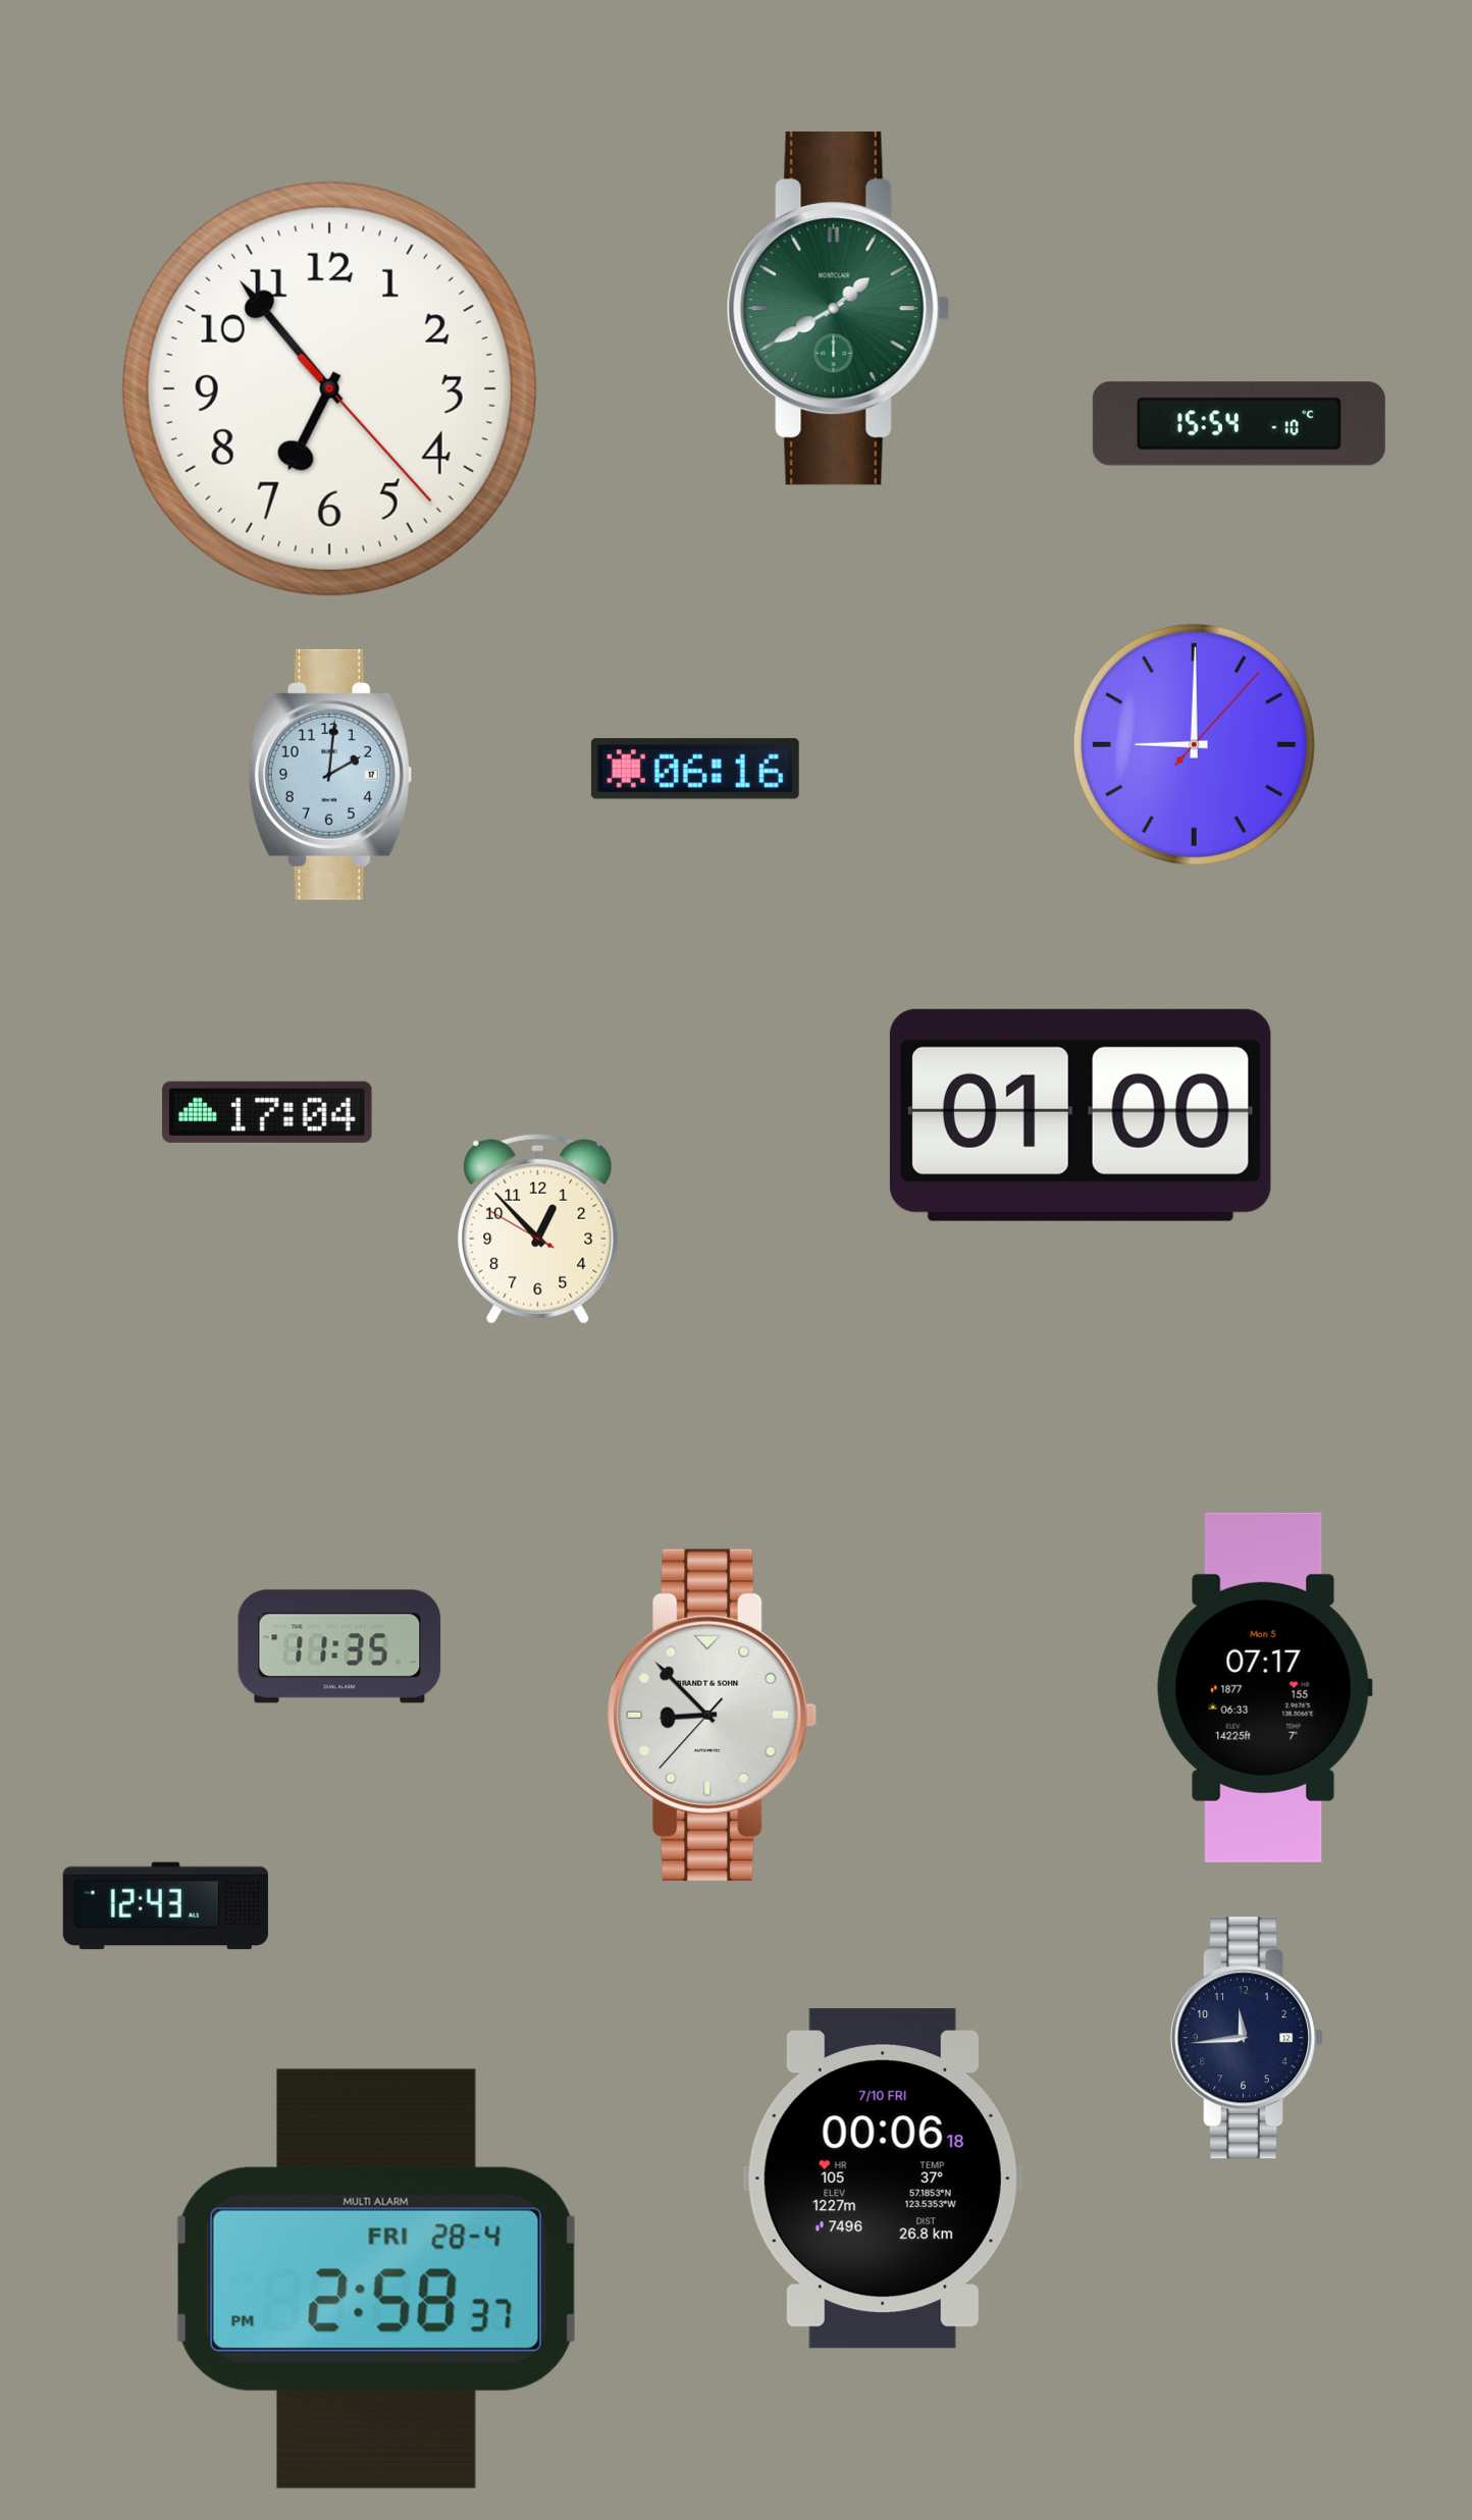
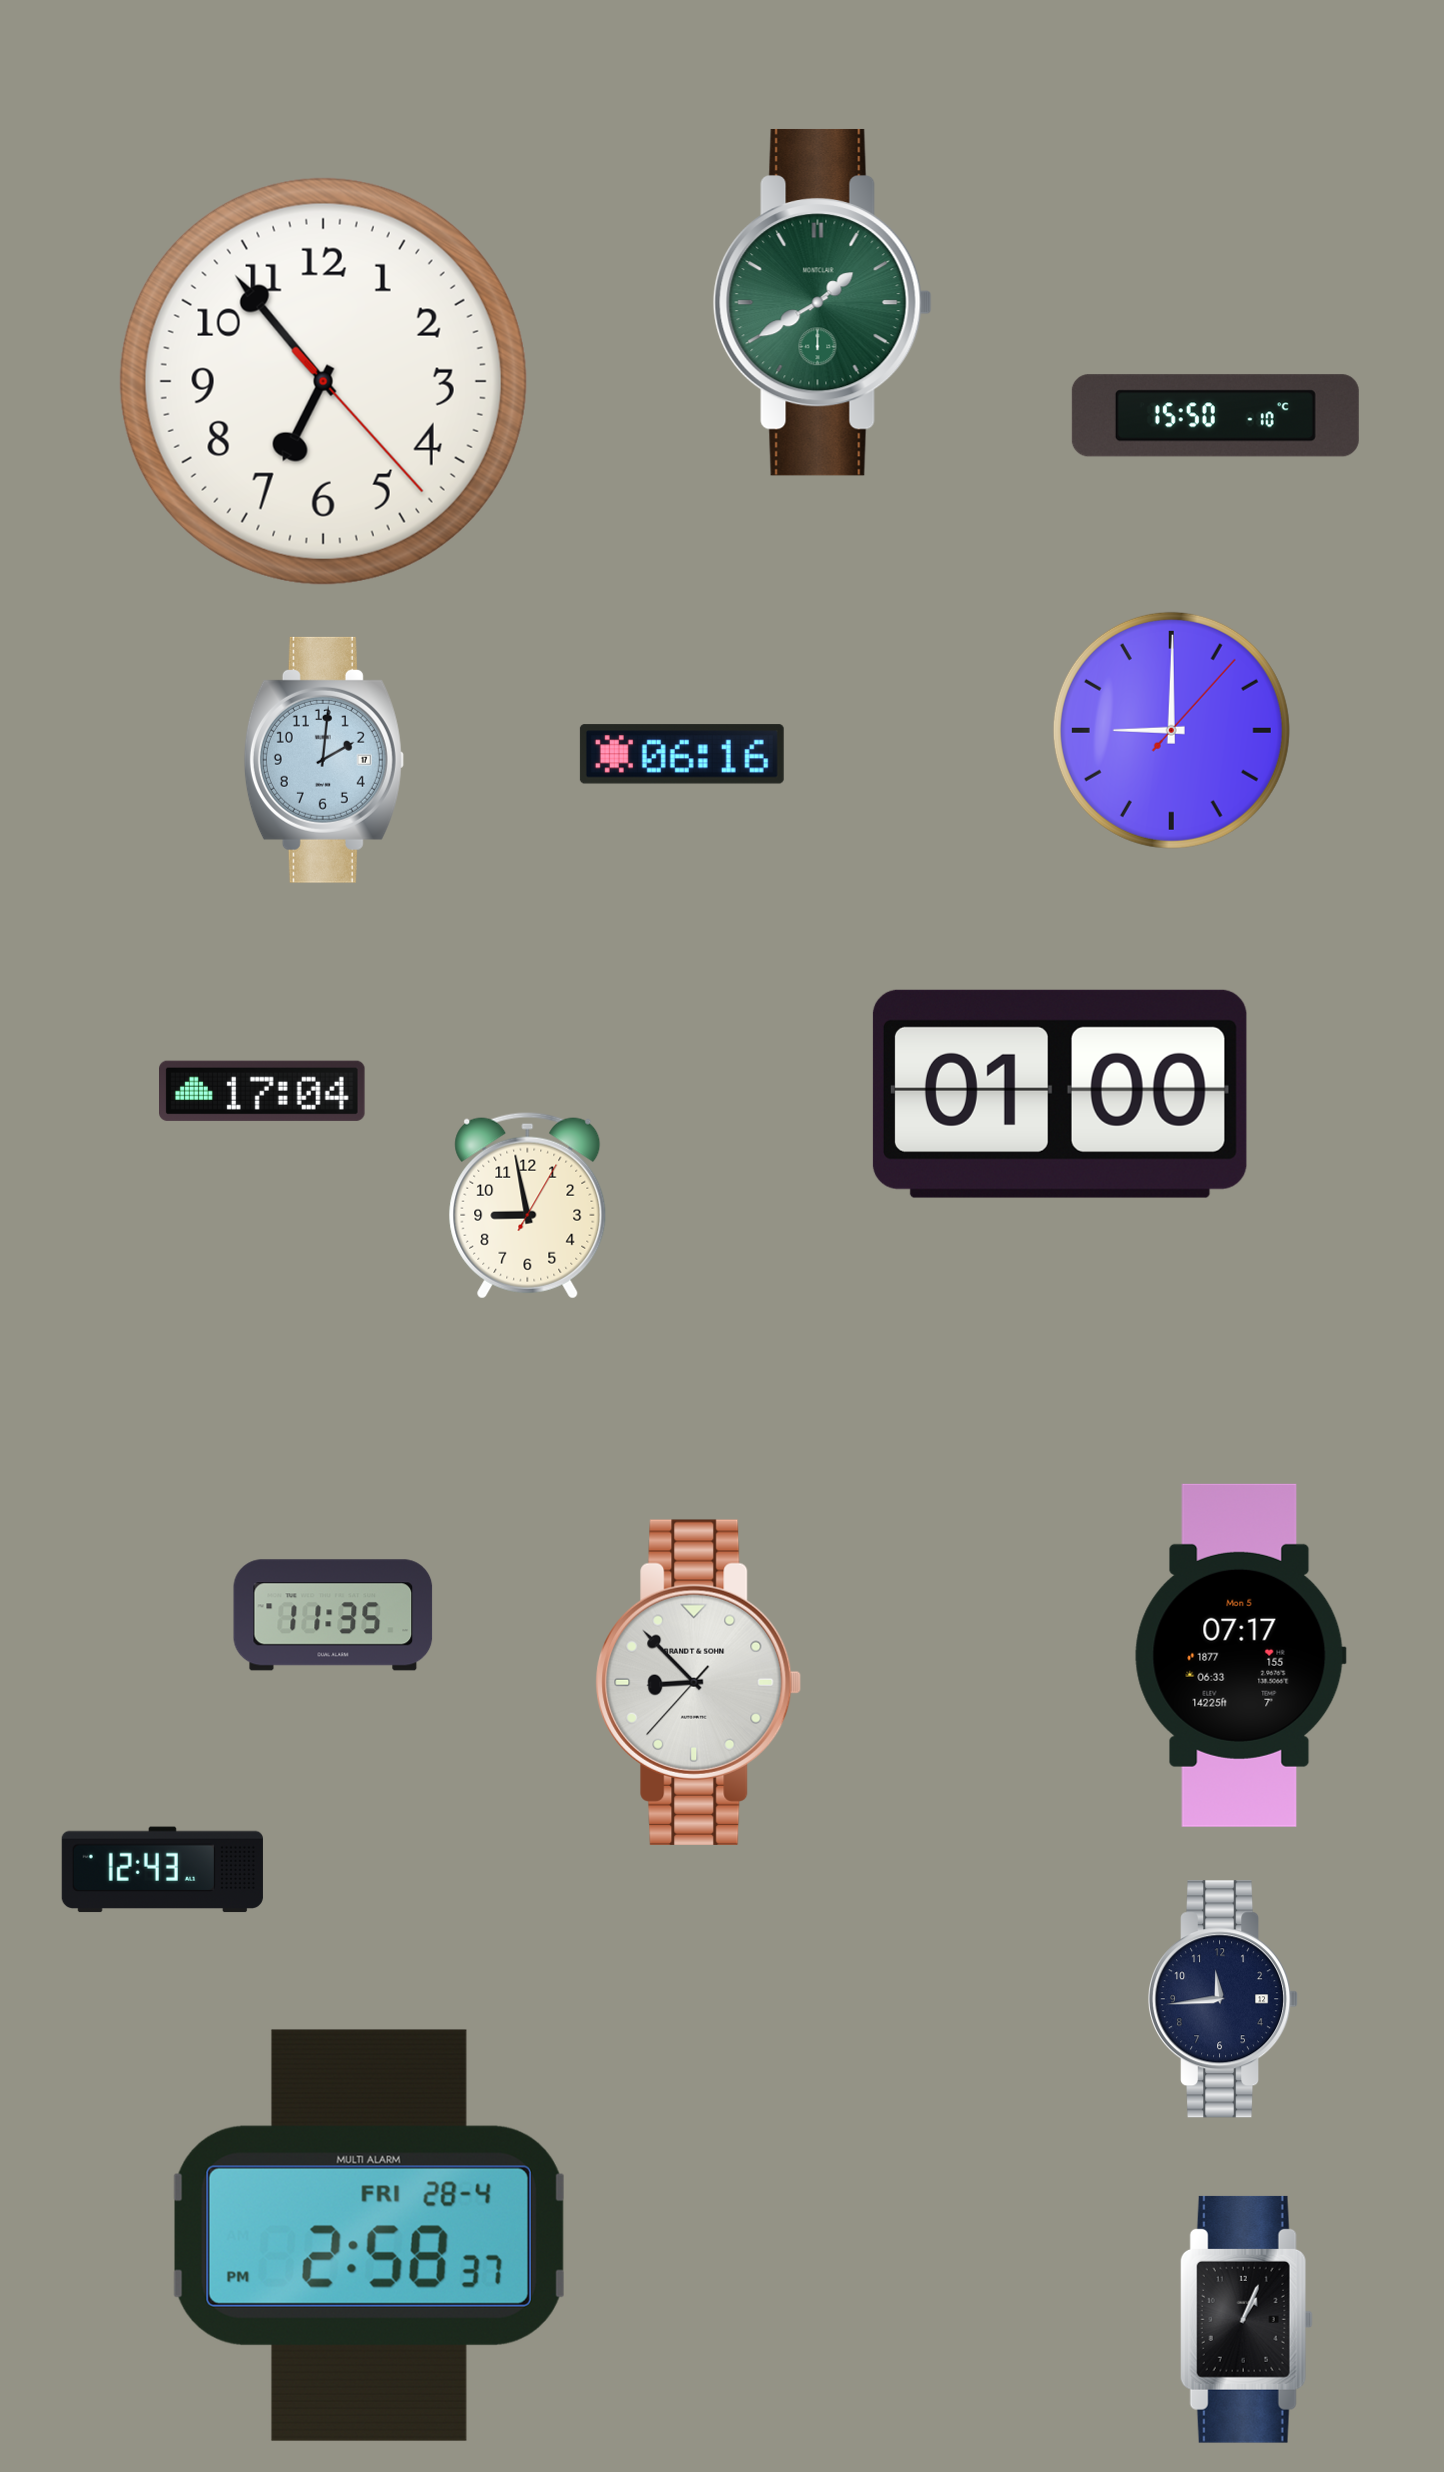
clock at (1239, 424): 15:54 -> 15:50
clock at (538, 1228): 12:52 -> 8:58
clock at (883, 2178): 00:06 -> none
clock at (1246, 2319): none -> 1:04
